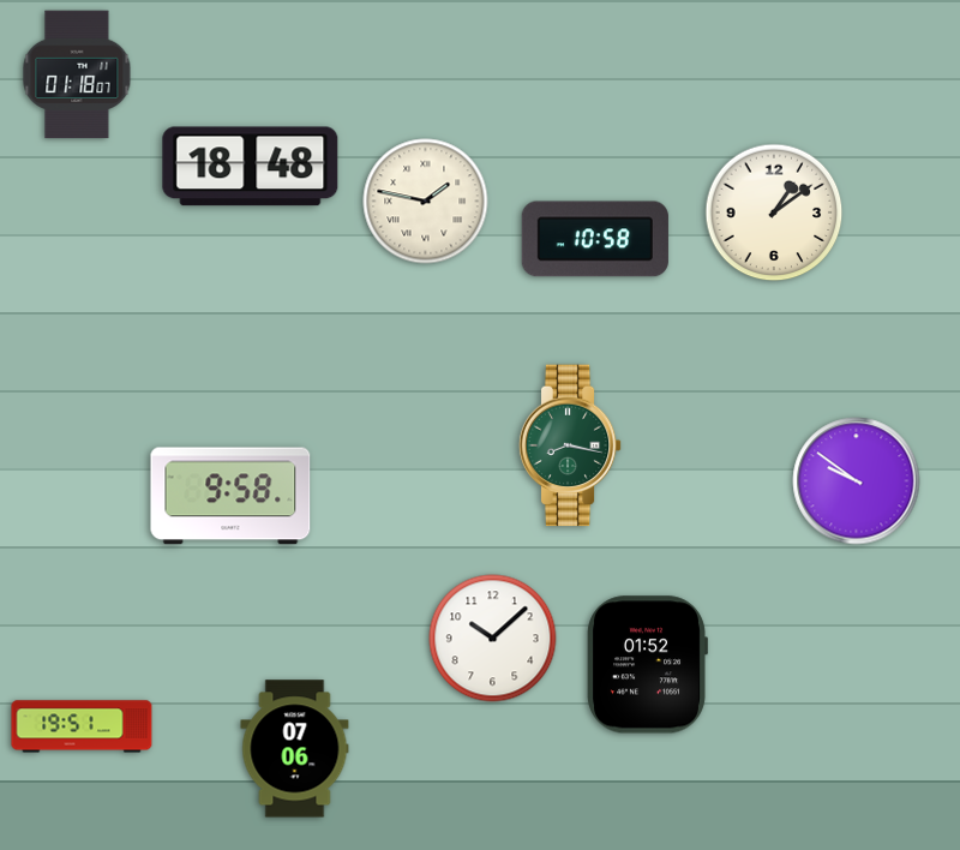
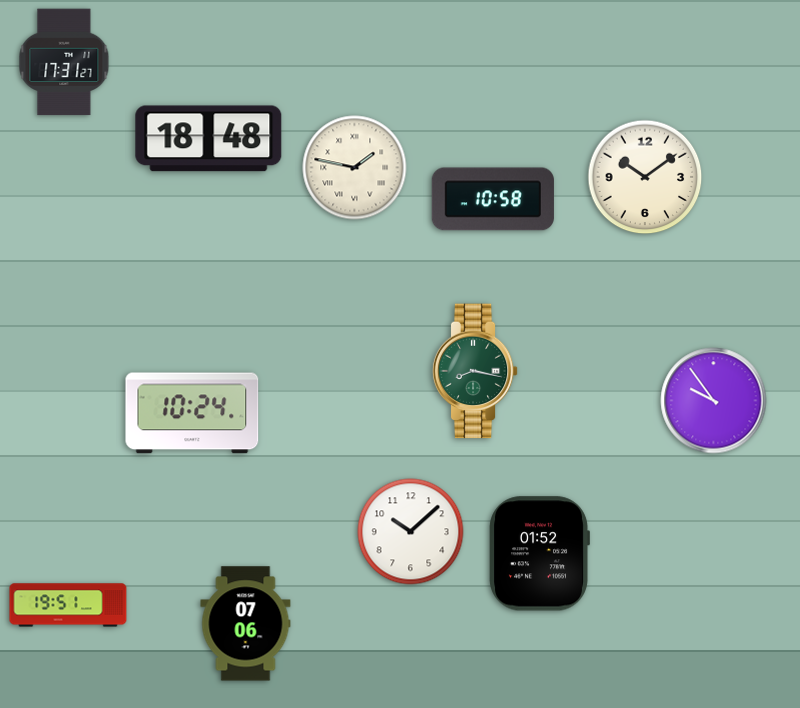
clock at (77, 74): 01:18 -> 17:31
clock at (774, 212): 1:09 -> 10:09
clock at (595, 239) position: (595, 239) -> (493, 199)
clock at (857, 481): 9:51 -> 9:54
clock at (230, 496): 9:58 -> 10:24
